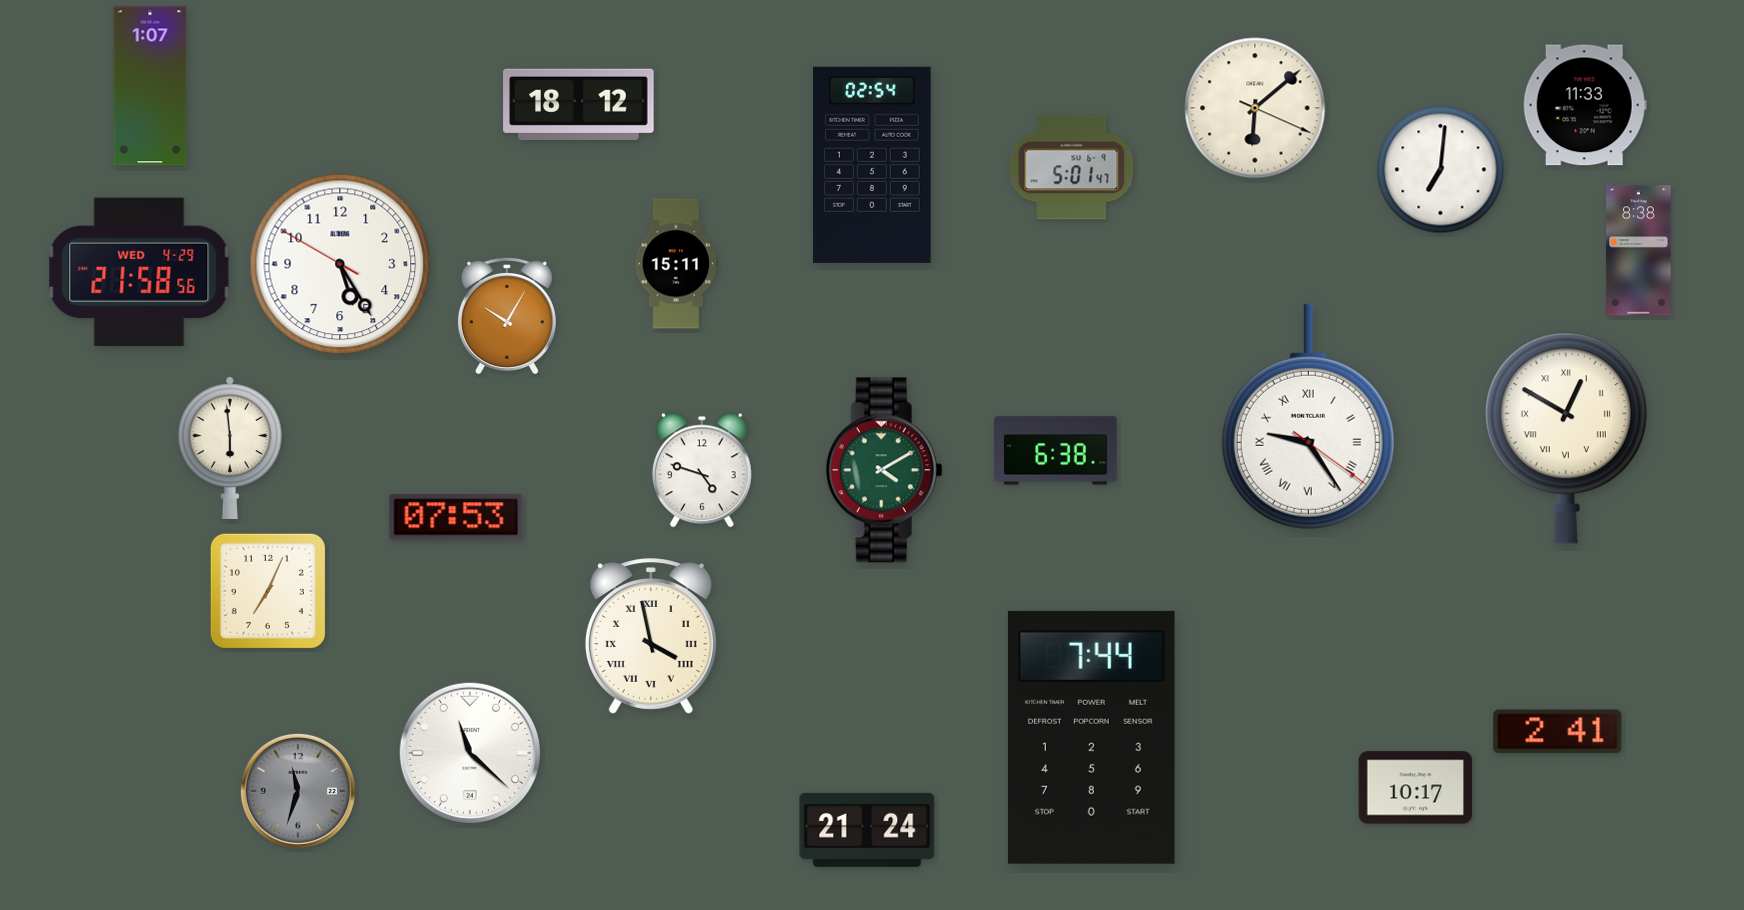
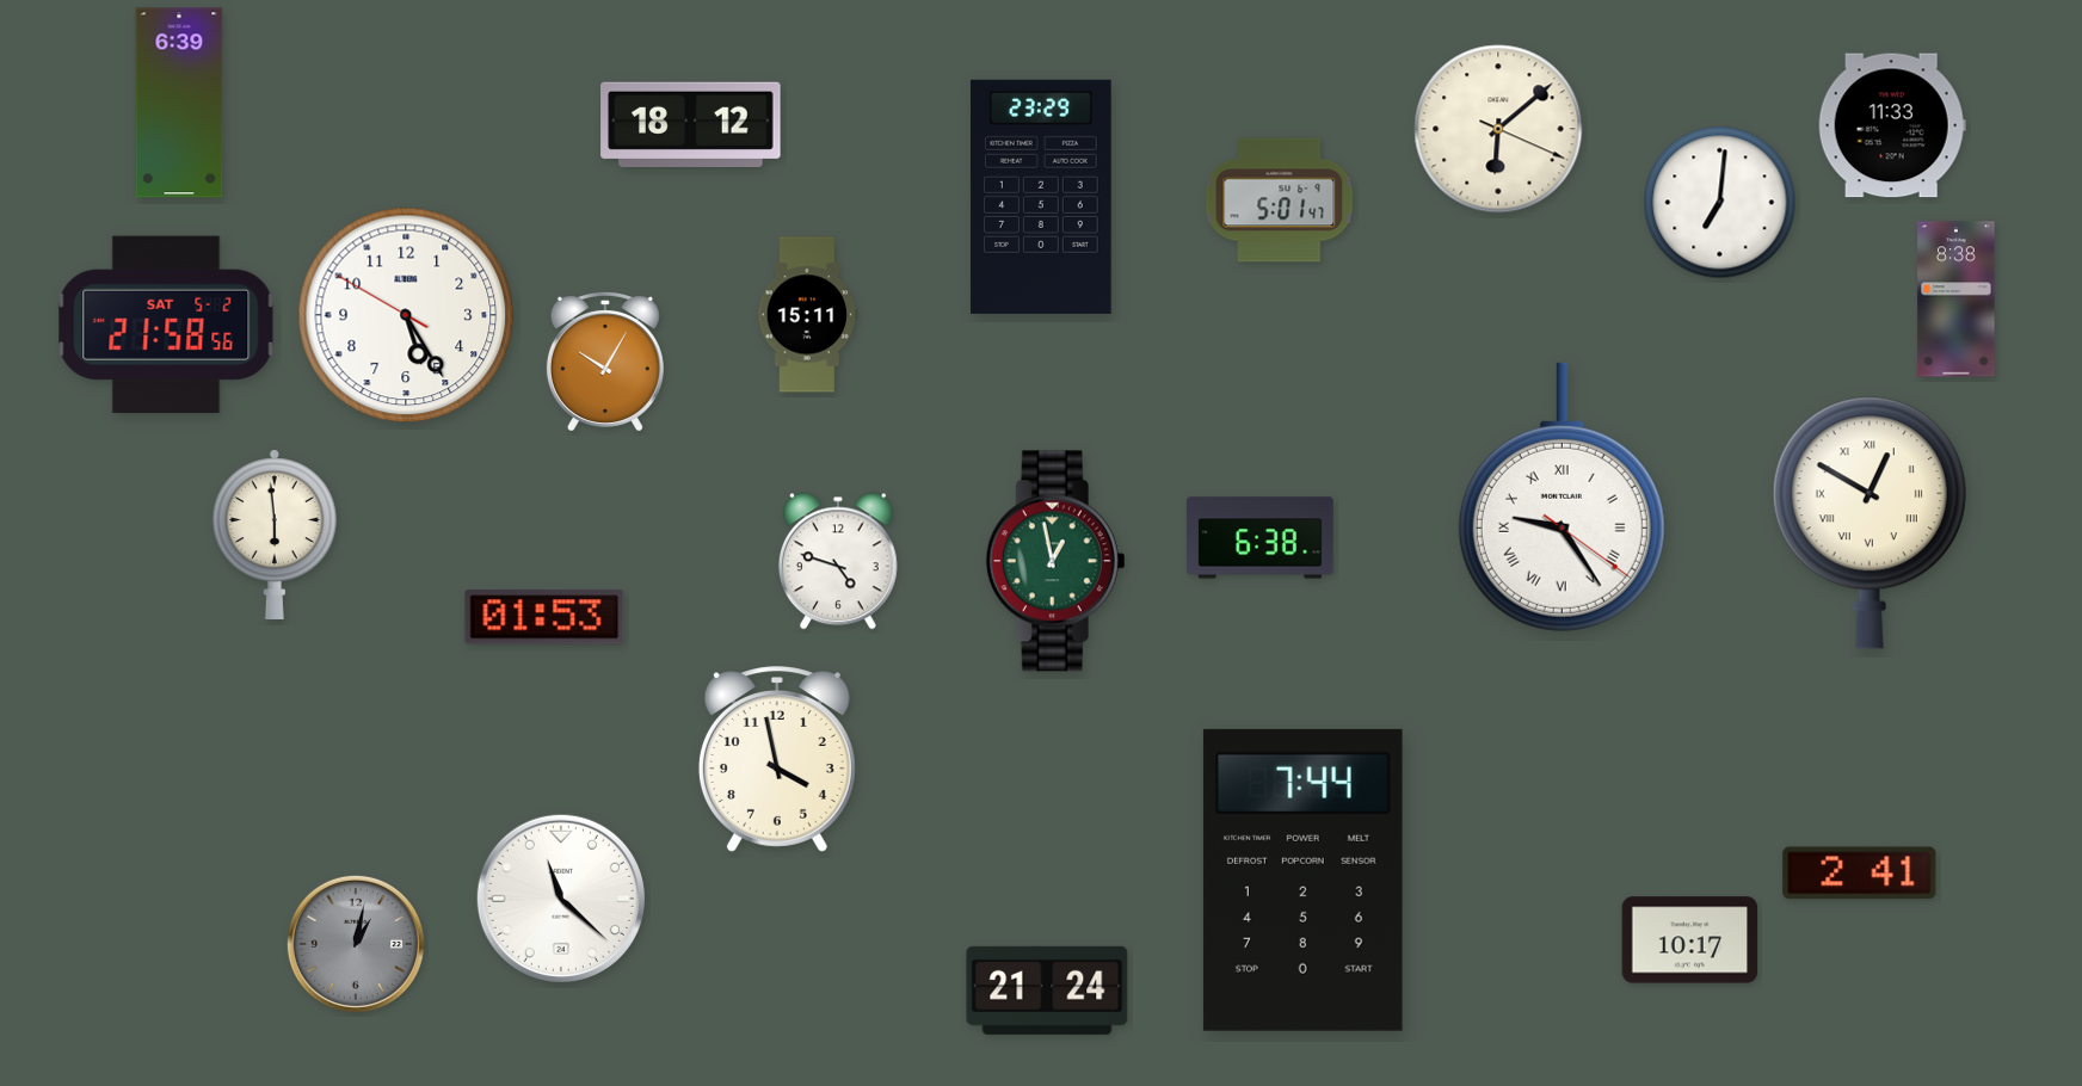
clock at (150, 86): 1:07 -> 6:39
clock at (873, 165): 02:54 -> 23:29
clock at (139, 271) date: WED 4-29 -> SAT 5-2
clock at (507, 315) position: (507, 315) -> (605, 360)
clock at (884, 470): 4:10 -> 12:58
clock at (456, 517): 07:53 -> 01:53
clock at (268, 591): 7:04 -> none
clock at (651, 636) numerals: Roman -> Arabic
clock at (298, 791): 11:33 -> 1:02
clock at (867, 830) position: (867, 830) -> (1047, 991)
